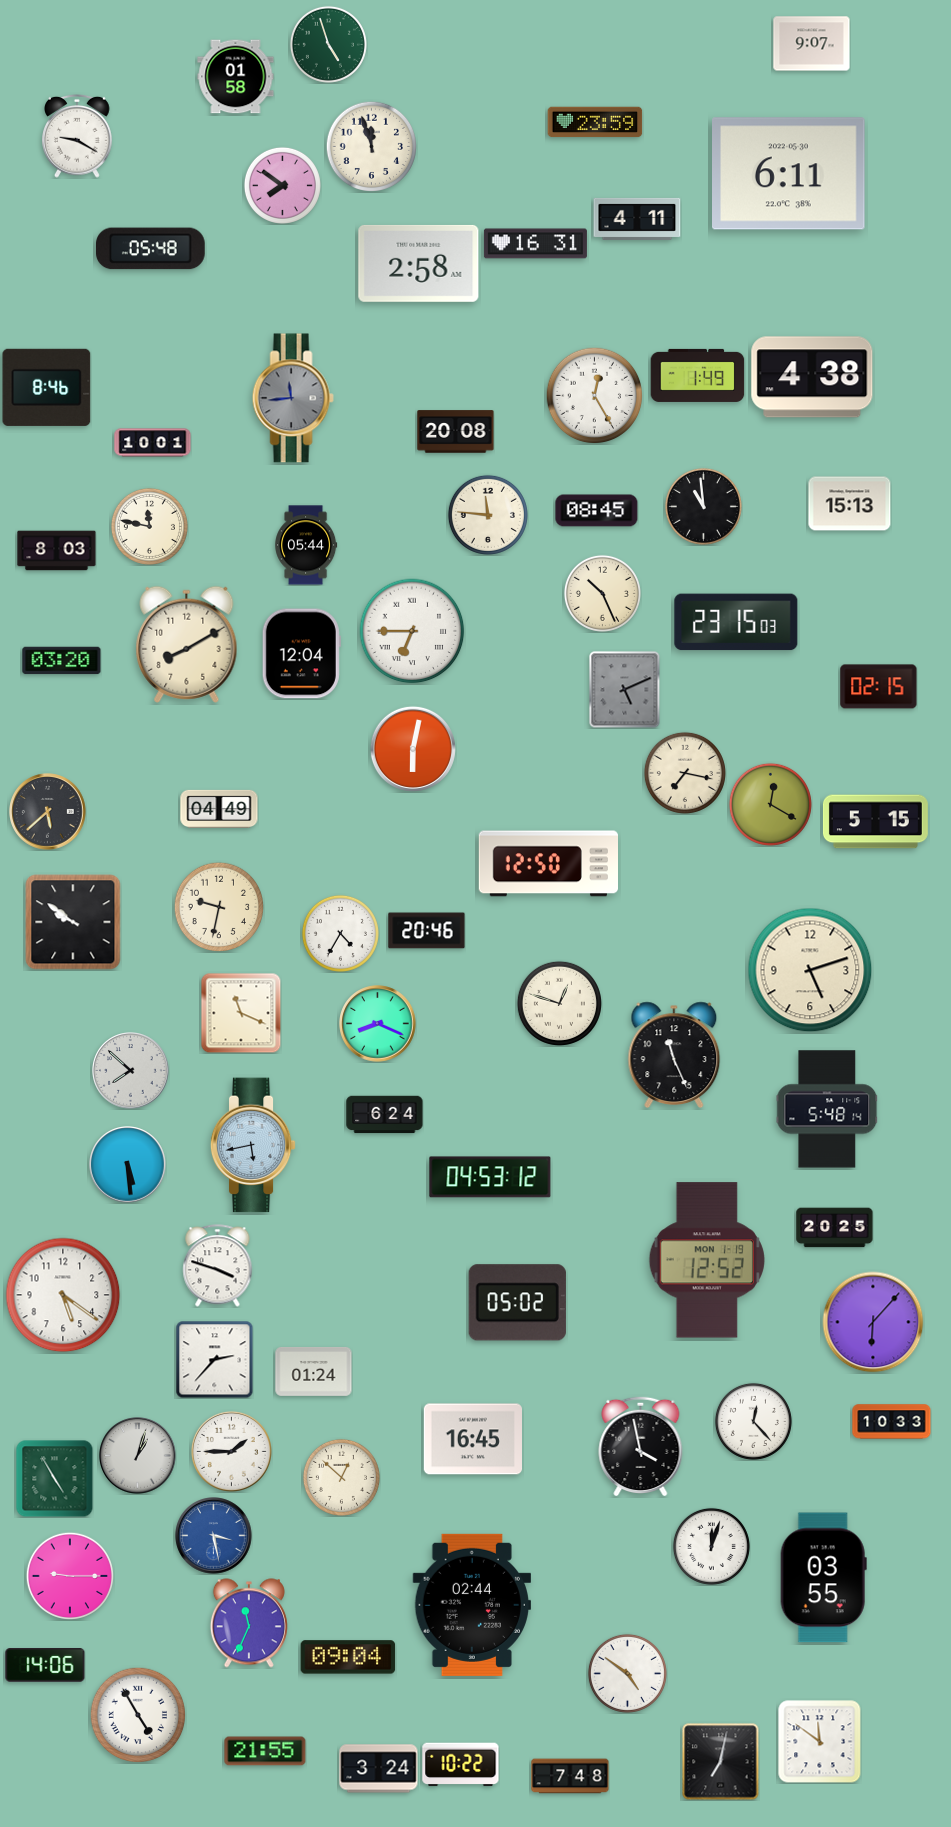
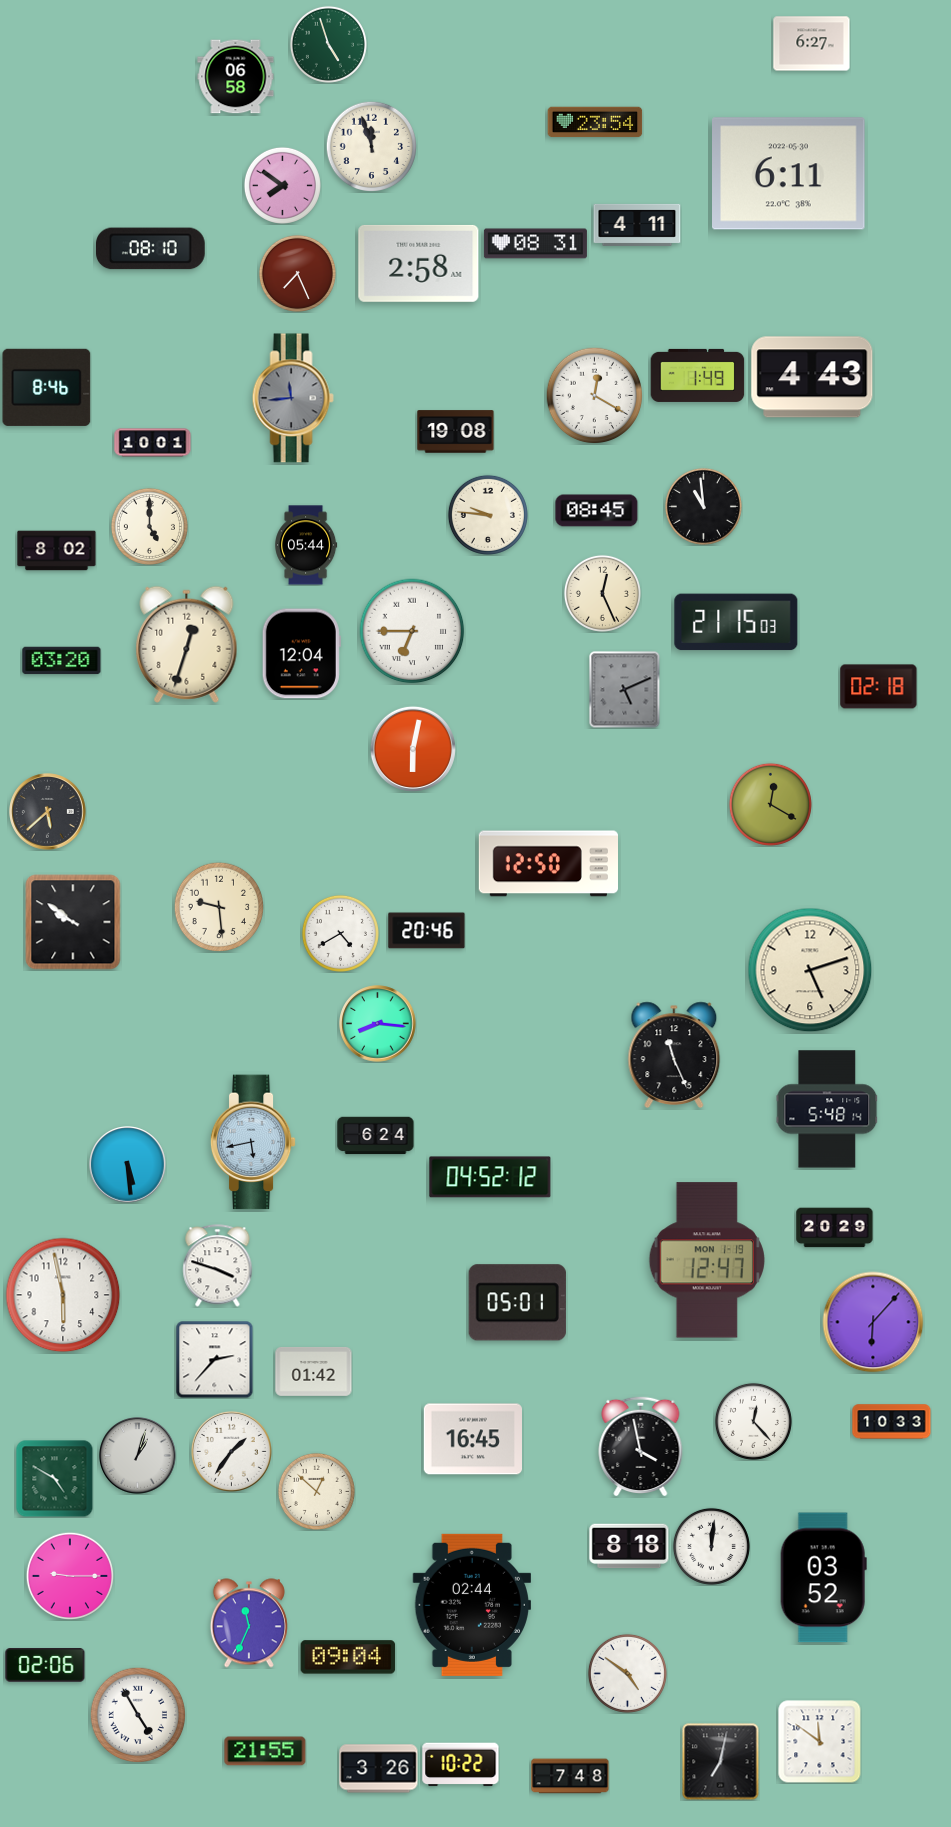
clock at (812, 44): 9:07 -> 6:27
clock at (236, 77): 01:58 -> 06:58
clock at (595, 122): 23:59 -> 23:54
clock at (78, 136): 9:20 -> none
clock at (637, 219) position: (637, 219) -> (637, 225)
clock at (535, 244): 16:31 -> 08:31
clock at (151, 249): 05:48 -> 08:10
clock at (297, 273): none -> 7:26
clock at (812, 377): 4:38 -> 4:43
clock at (594, 395): 12:25 -> 12:20
clock at (456, 432): 20:08 -> 19:08
clock at (850, 504): 15:13 -> none
clock at (488, 515): 11:46 -> 9:46
clock at (149, 526): 11:47 -> 5:00
clock at (57, 551): 8:03 -> 8:02
clock at (602, 593): 10:26 -> 12:26
clock at (736, 622): 23:15 -> 21:15
clock at (187, 644): 8:10 -> 12:33
clock at (879, 687): 02:15 -> 02:18
clock at (685, 773): 7:17 -> none
clock at (219, 808): 04:49 -> none
clock at (875, 822): 5:15 -> none
clock at (218, 906): 9:32 -> 9:29
clock at (340, 933): 4:35 -> 4:40
clock at (559, 1003): 12:48 -> none
clock at (241, 1013): 11:19 -> none
clock at (378, 1024): 8:19 -> 8:16
clock at (131, 1071): 7:52 -> none
clock at (385, 1115) position: (385, 1115) -> (376, 1136)
clock at (253, 1145) position: (253, 1145) -> (253, 1142)
clock at (490, 1177): 04:53 -> 04:52
clock at (835, 1228): 20:25 -> 20:29
clock at (707, 1260): 12:52 -> 12:47
clock at (63, 1295): 5:21 -> 5:58
clock at (517, 1303): 05:02 -> 05:01
clock at (314, 1371): 01:24 -> 01:42
clock at (231, 1451): 1:45 -> 1:36
clock at (341, 1477) position: (341, 1477) -> (316, 1491)
clock at (54, 1478): 4:55 -> 4:50
clock at (214, 1536): 3:28 -> none
clock at (629, 1546): none -> 8:18
clock at (711, 1546): 12:03 -> 12:01
clock at (823, 1578): 03:55 -> 03:52
clock at (45, 1665): 14:06 -> 02:06
clock at (379, 1769): 3:24 -> 3:26
